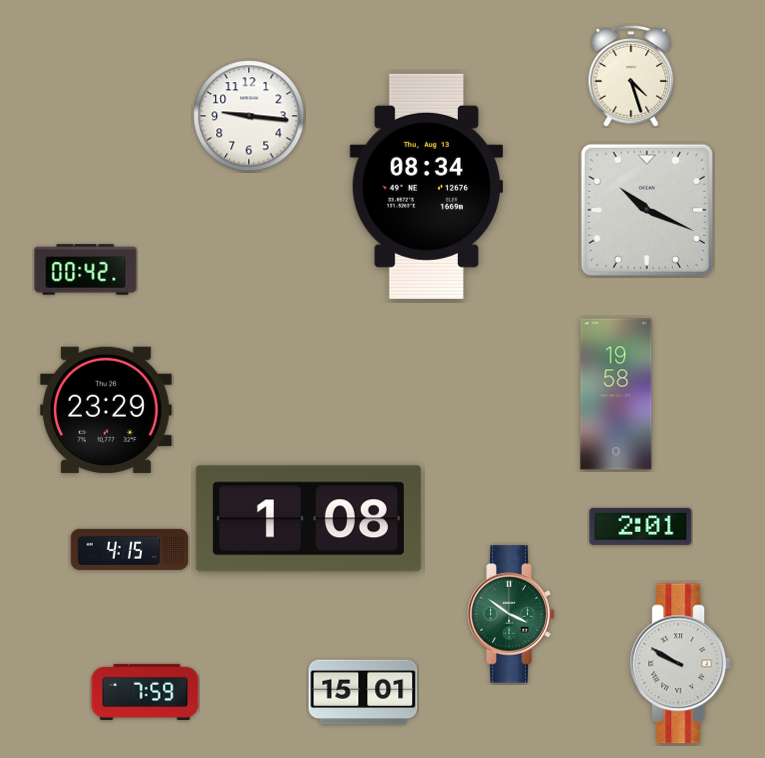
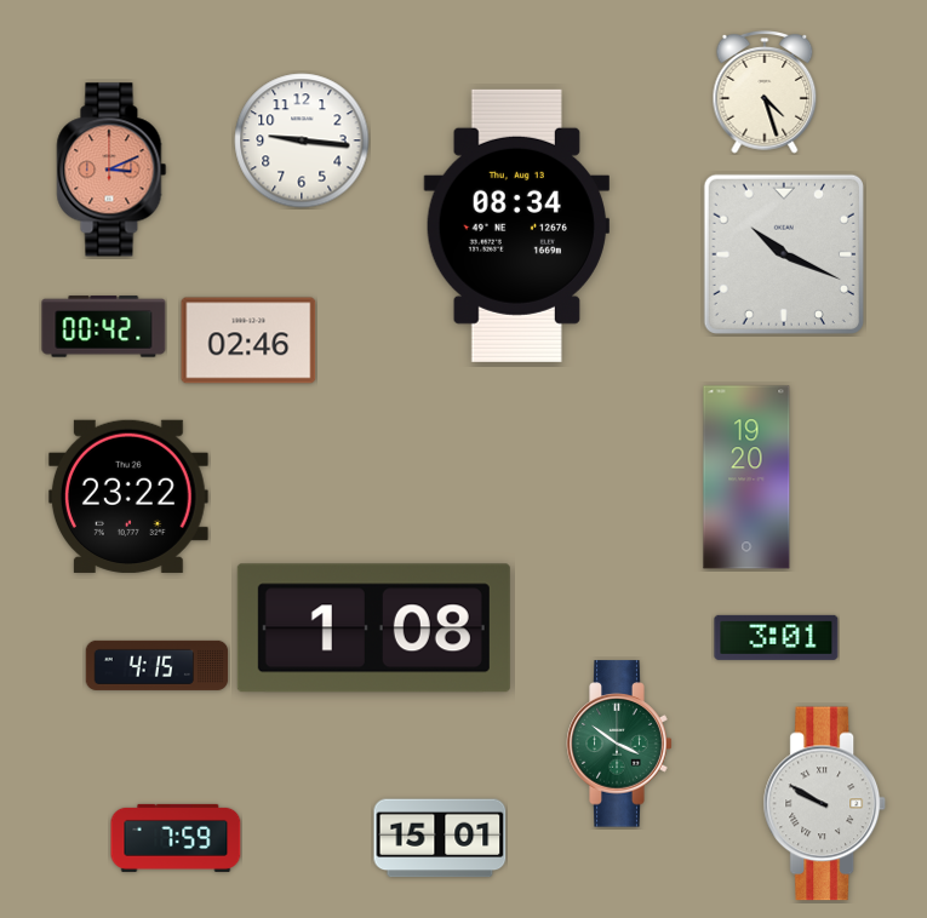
clock at (111, 170): none -> 3:11
clock at (248, 340): none -> 02:46
clock at (616, 394): 19:58 -> 19:20
clock at (106, 410): 23:29 -> 23:22
clock at (641, 526): 2:01 -> 3:01
